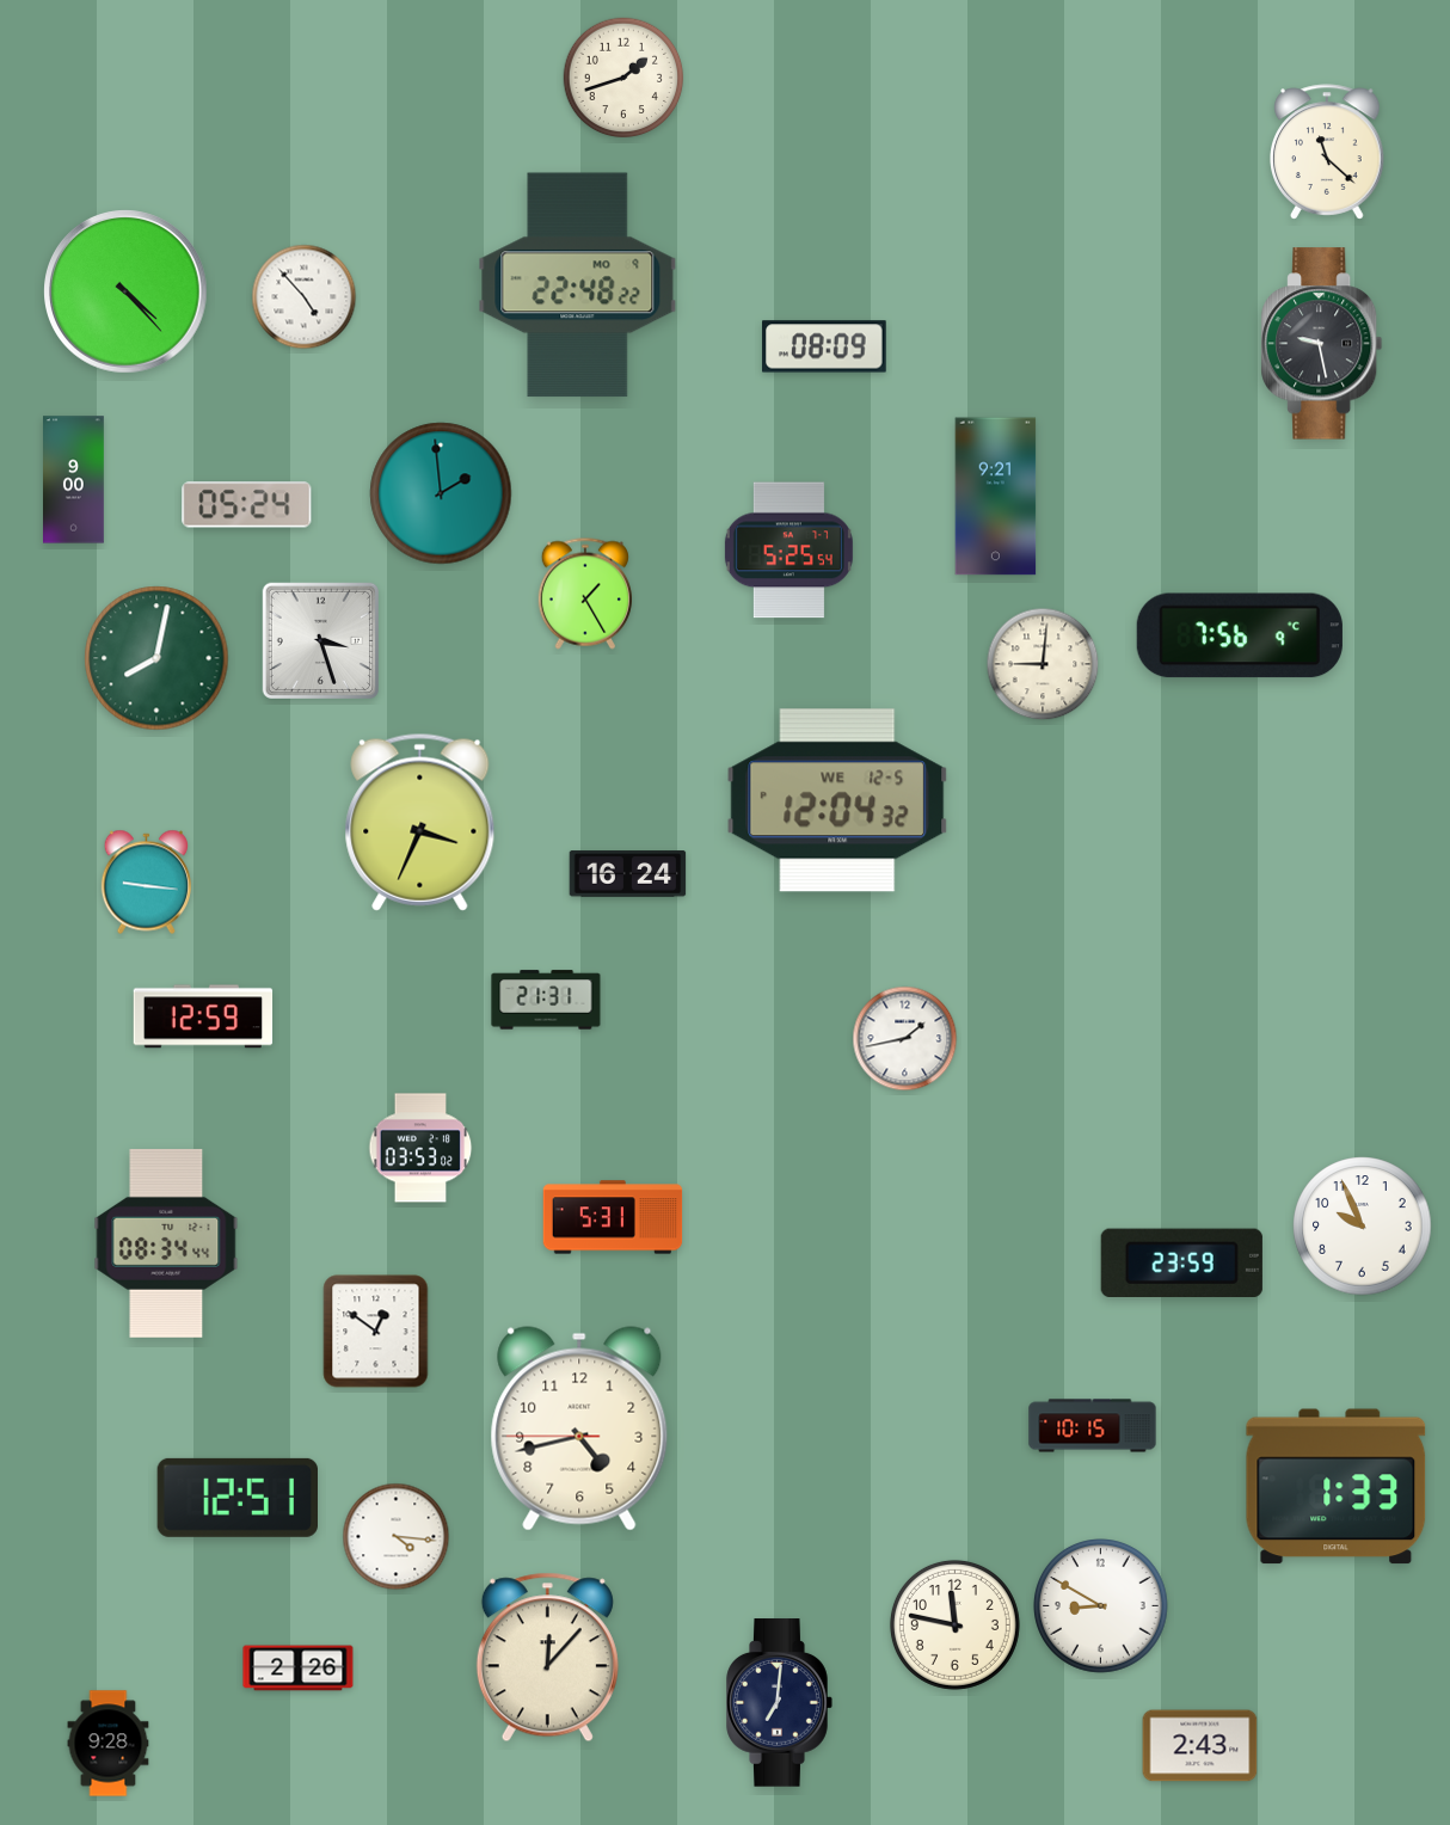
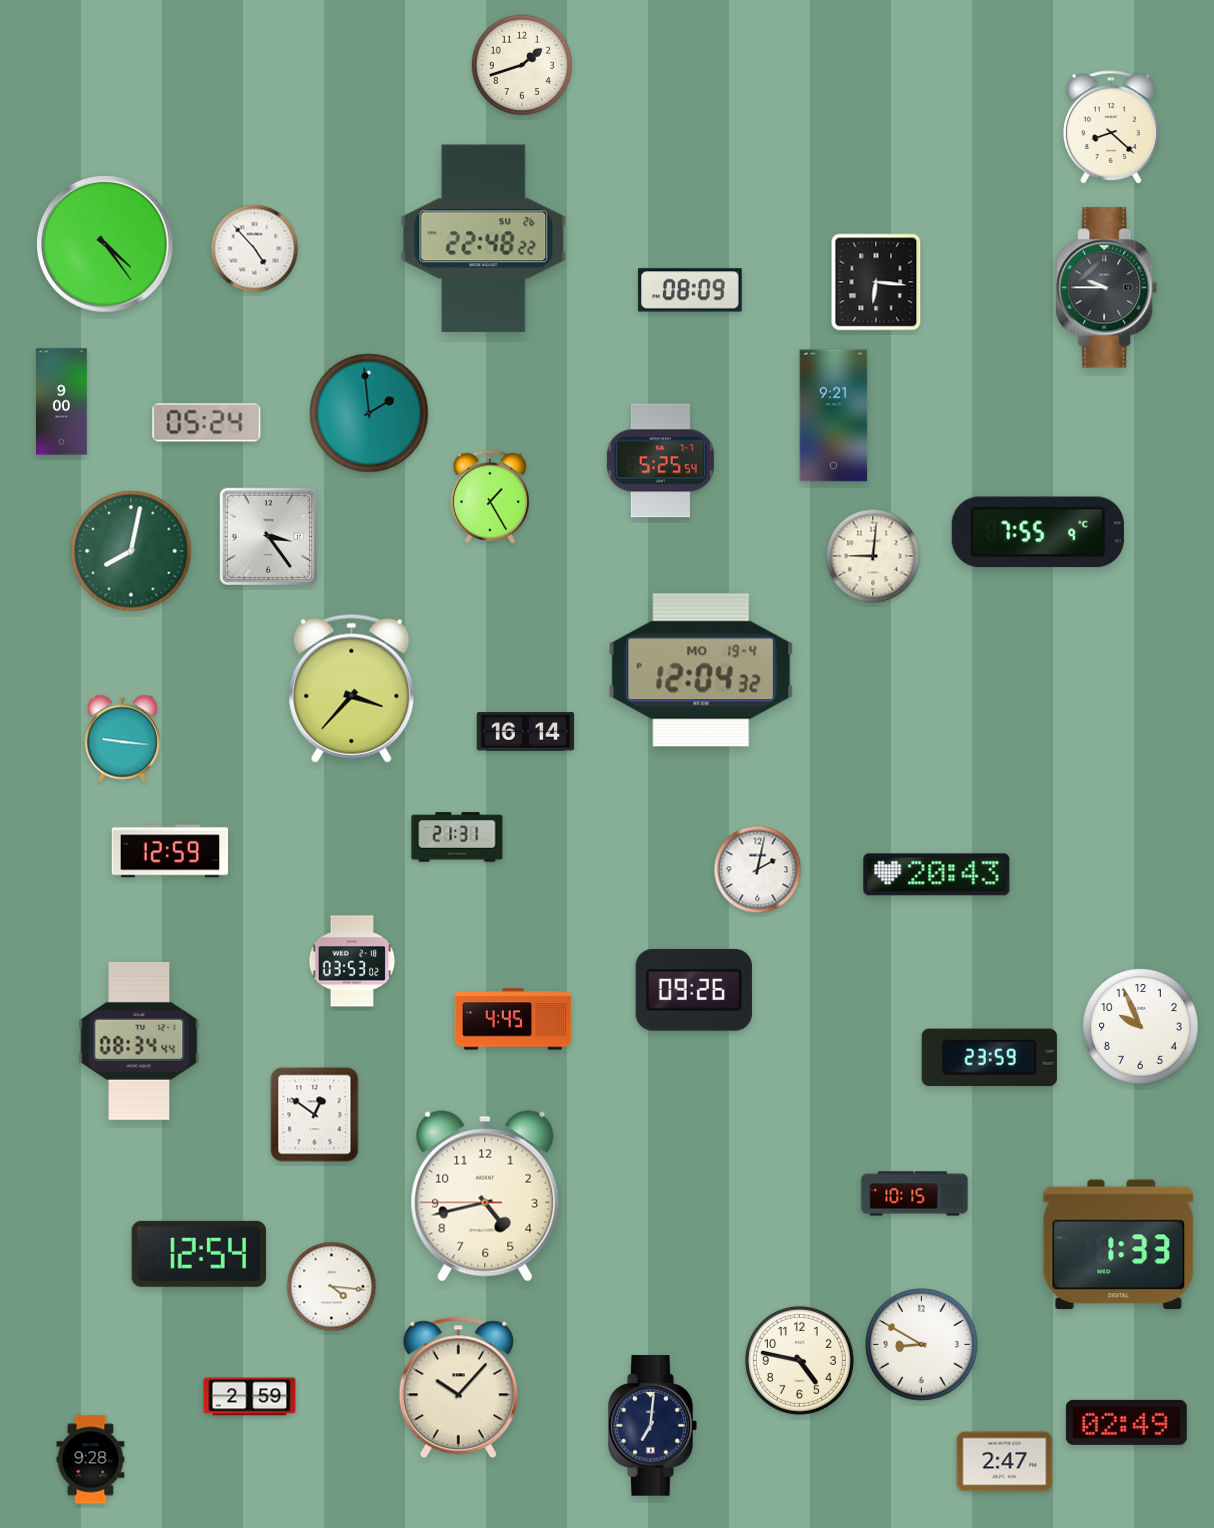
clock at (1327, 152): 11:22 -> 8:22
clock at (578, 285) date: MO 9 -> SU 26
clock at (127, 293): 4:23 -> 4:24
clock at (876, 282): none -> 6:16
clock at (1322, 344): 9:28 -> 9:45
clock at (1240, 635): 7:56 -> 7:55
clock at (320, 640): 3:27 -> 3:24
clock at (837, 800) date: WE 12-5 -> MO 19-4
clock at (420, 822): 3:34 -> 3:37
clock at (628, 874): 16:24 -> 16:14
clock at (905, 1039): 1:43 -> 2:02
clock at (937, 875): none -> 20:43
clock at (694, 990): none -> 09:26
clock at (613, 1217): 5:31 -> 4:45
clock at (236, 1498): 12:51 -> 12:54
clock at (954, 1624): 11:47 -> 4:47
clock at (547, 1658): 12:07 -> 10:07
clock at (299, 1669): 2:26 -> 2:59
clock at (1126, 1422): none -> 02:49
clock at (1200, 1746): 2:43 -> 2:47
